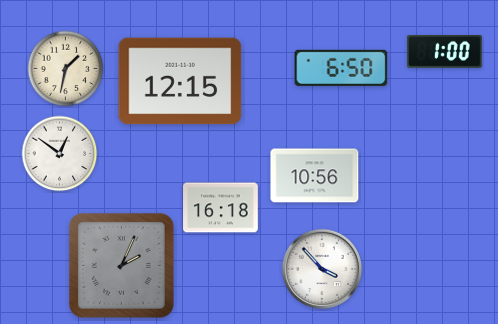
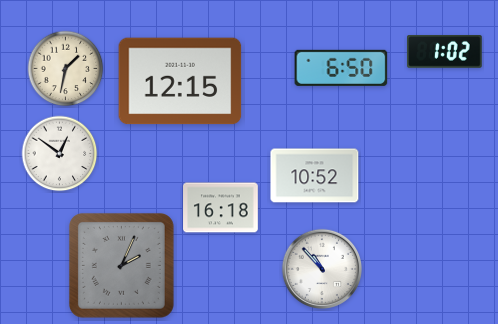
clock at (445, 52): 1:00 -> 1:02
clock at (315, 176): 10:56 -> 10:52
clock at (321, 268): 3:53 -> 10:53
